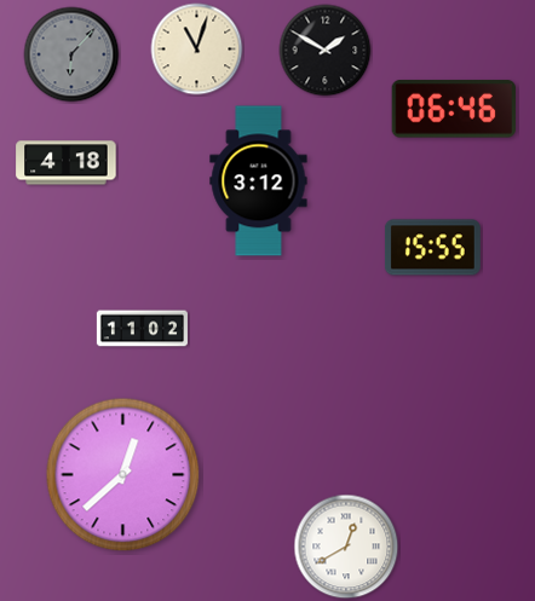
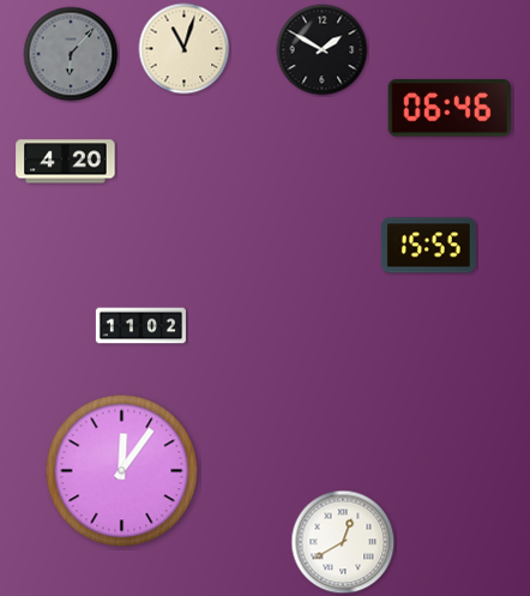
clock at (197, 50) position: (197, 50) -> (185, 49)
clock at (67, 163): 4:18 -> 4:20
clock at (259, 181): 3:12 -> none
clock at (123, 475): 12:38 -> 12:06
